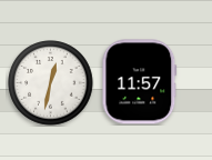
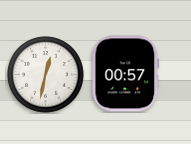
clock at (140, 82): 11:57 -> 00:57
